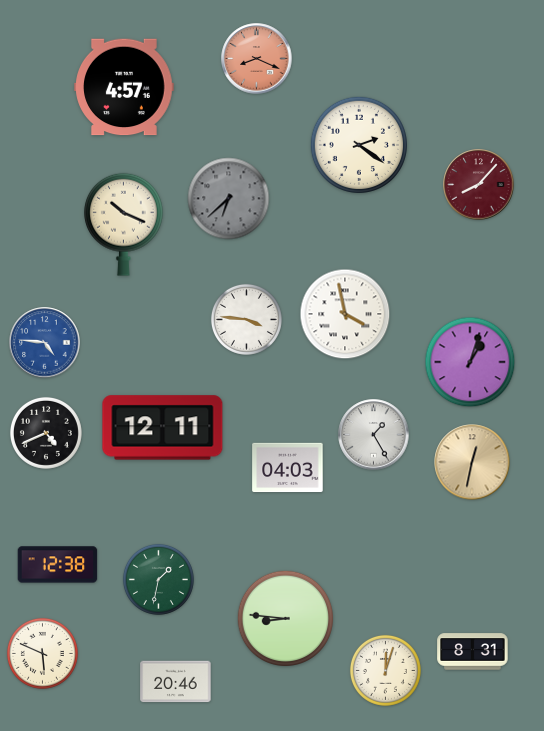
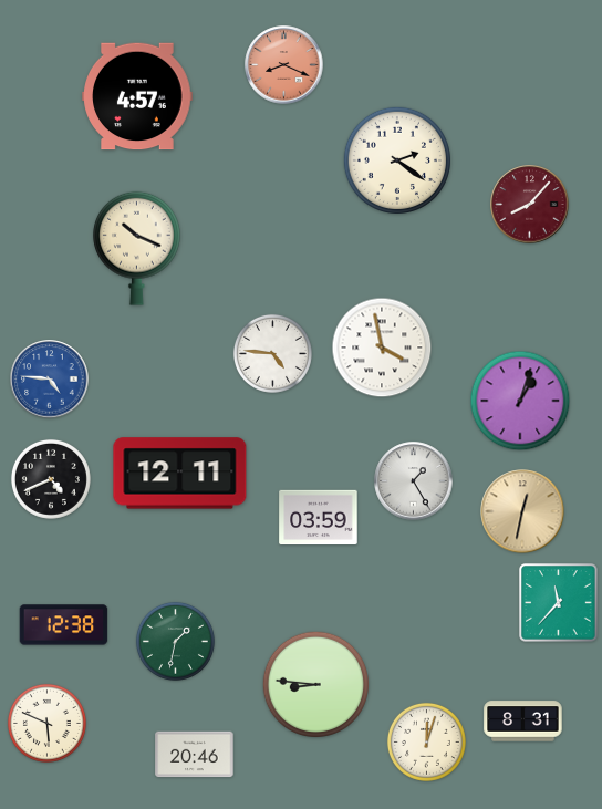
clock at (229, 199): 6:38 -> none
clock at (246, 319): 3:46 -> 4:46
clock at (288, 468): 04:03 -> 03:59
clock at (559, 603): none -> 11:37
